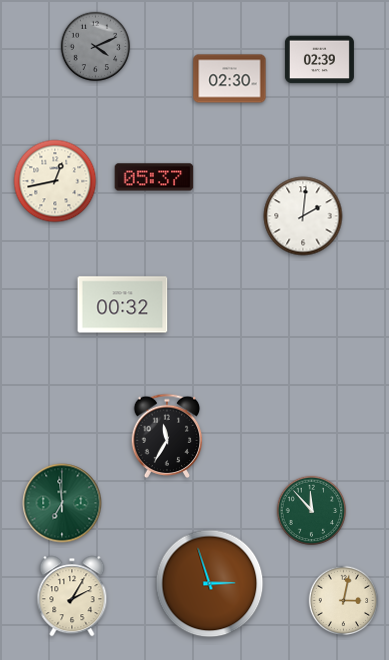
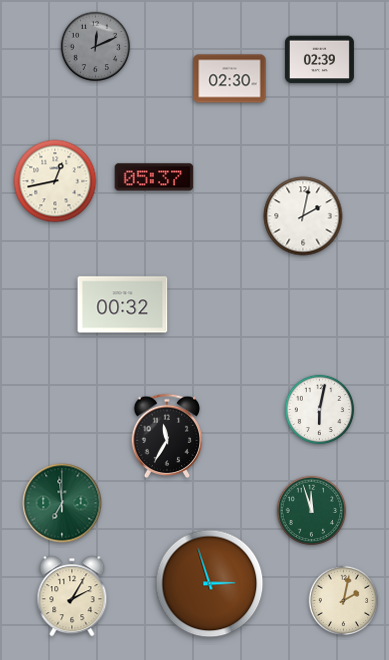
clock at (96, 47): 4:11 -> 12:11
clock at (303, 216): 2:01 -> 2:02
clock at (320, 410): none -> 6:02
clock at (312, 511): 11:53 -> 11:57
clock at (344, 601): 3:02 -> 2:02
